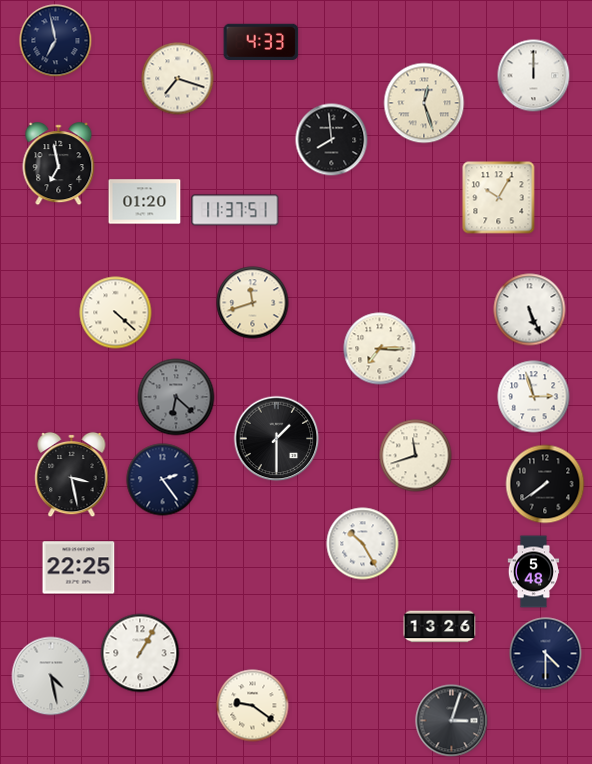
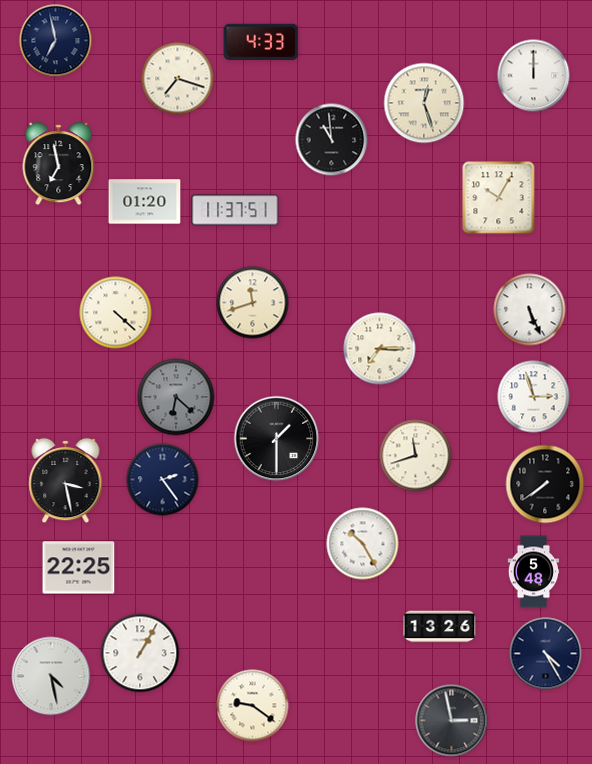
clock at (332, 140): 7:59 -> 10:59
clock at (72, 475) position: (72, 475) -> (66, 481)
clock at (546, 654): 4:30 -> 4:25
clock at (452, 721): 3:03 -> 2:58
